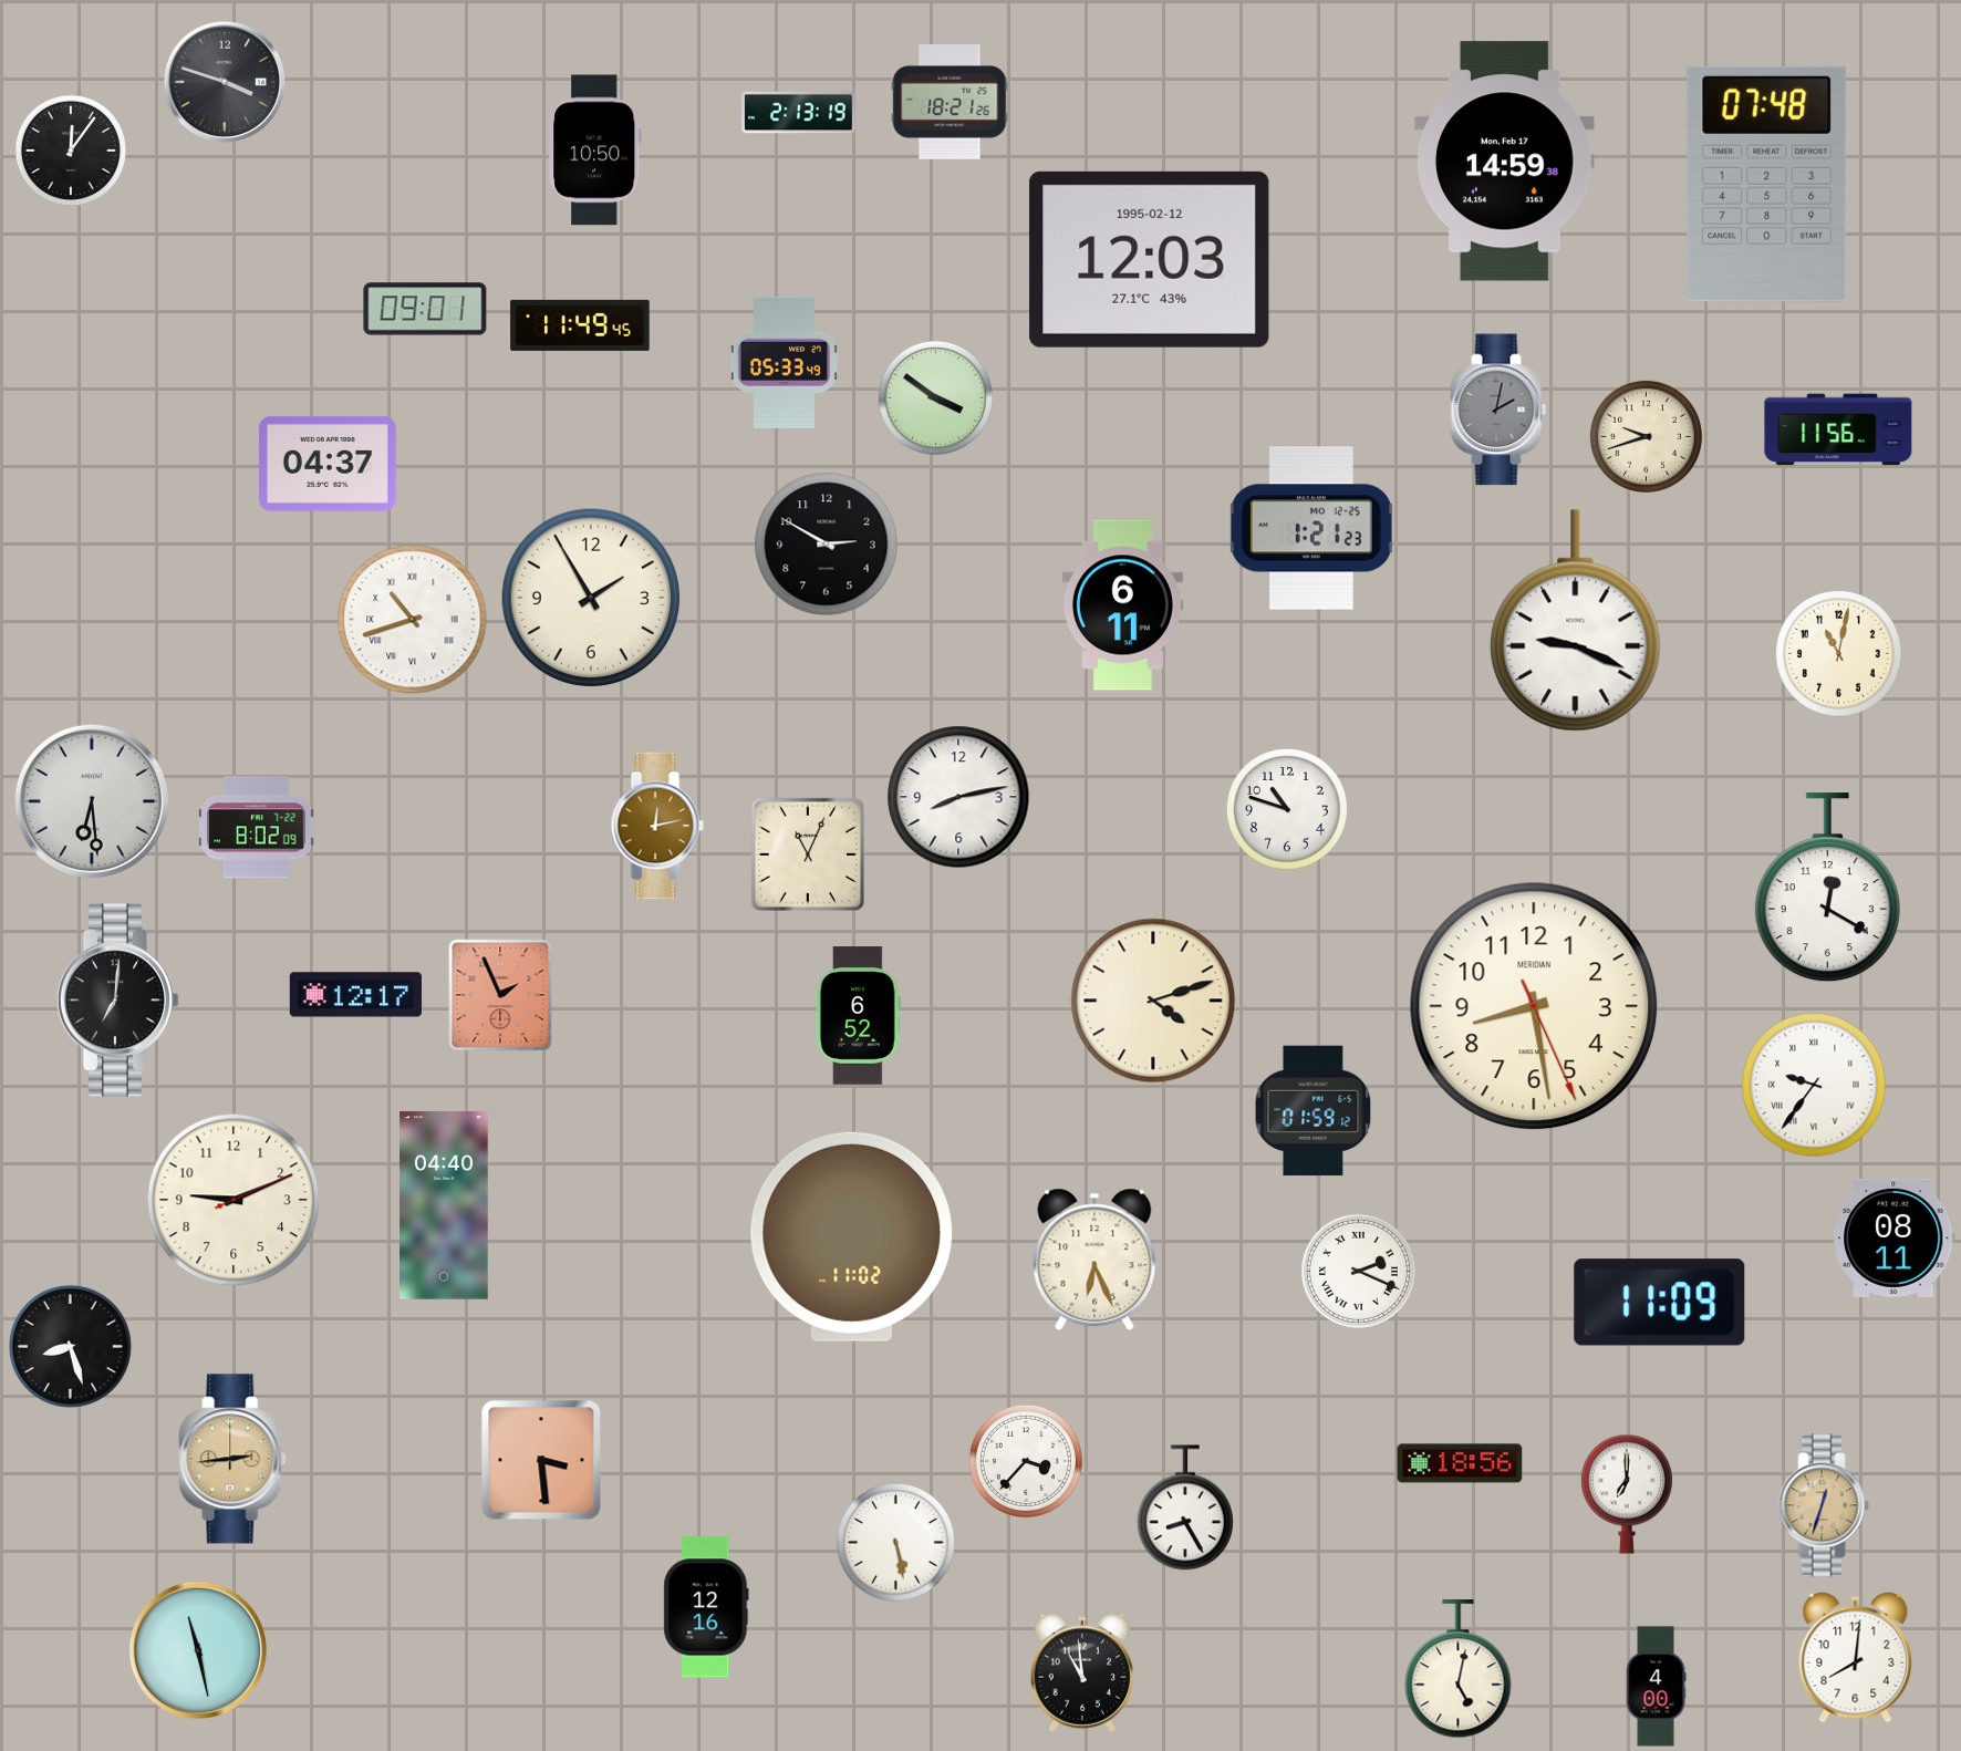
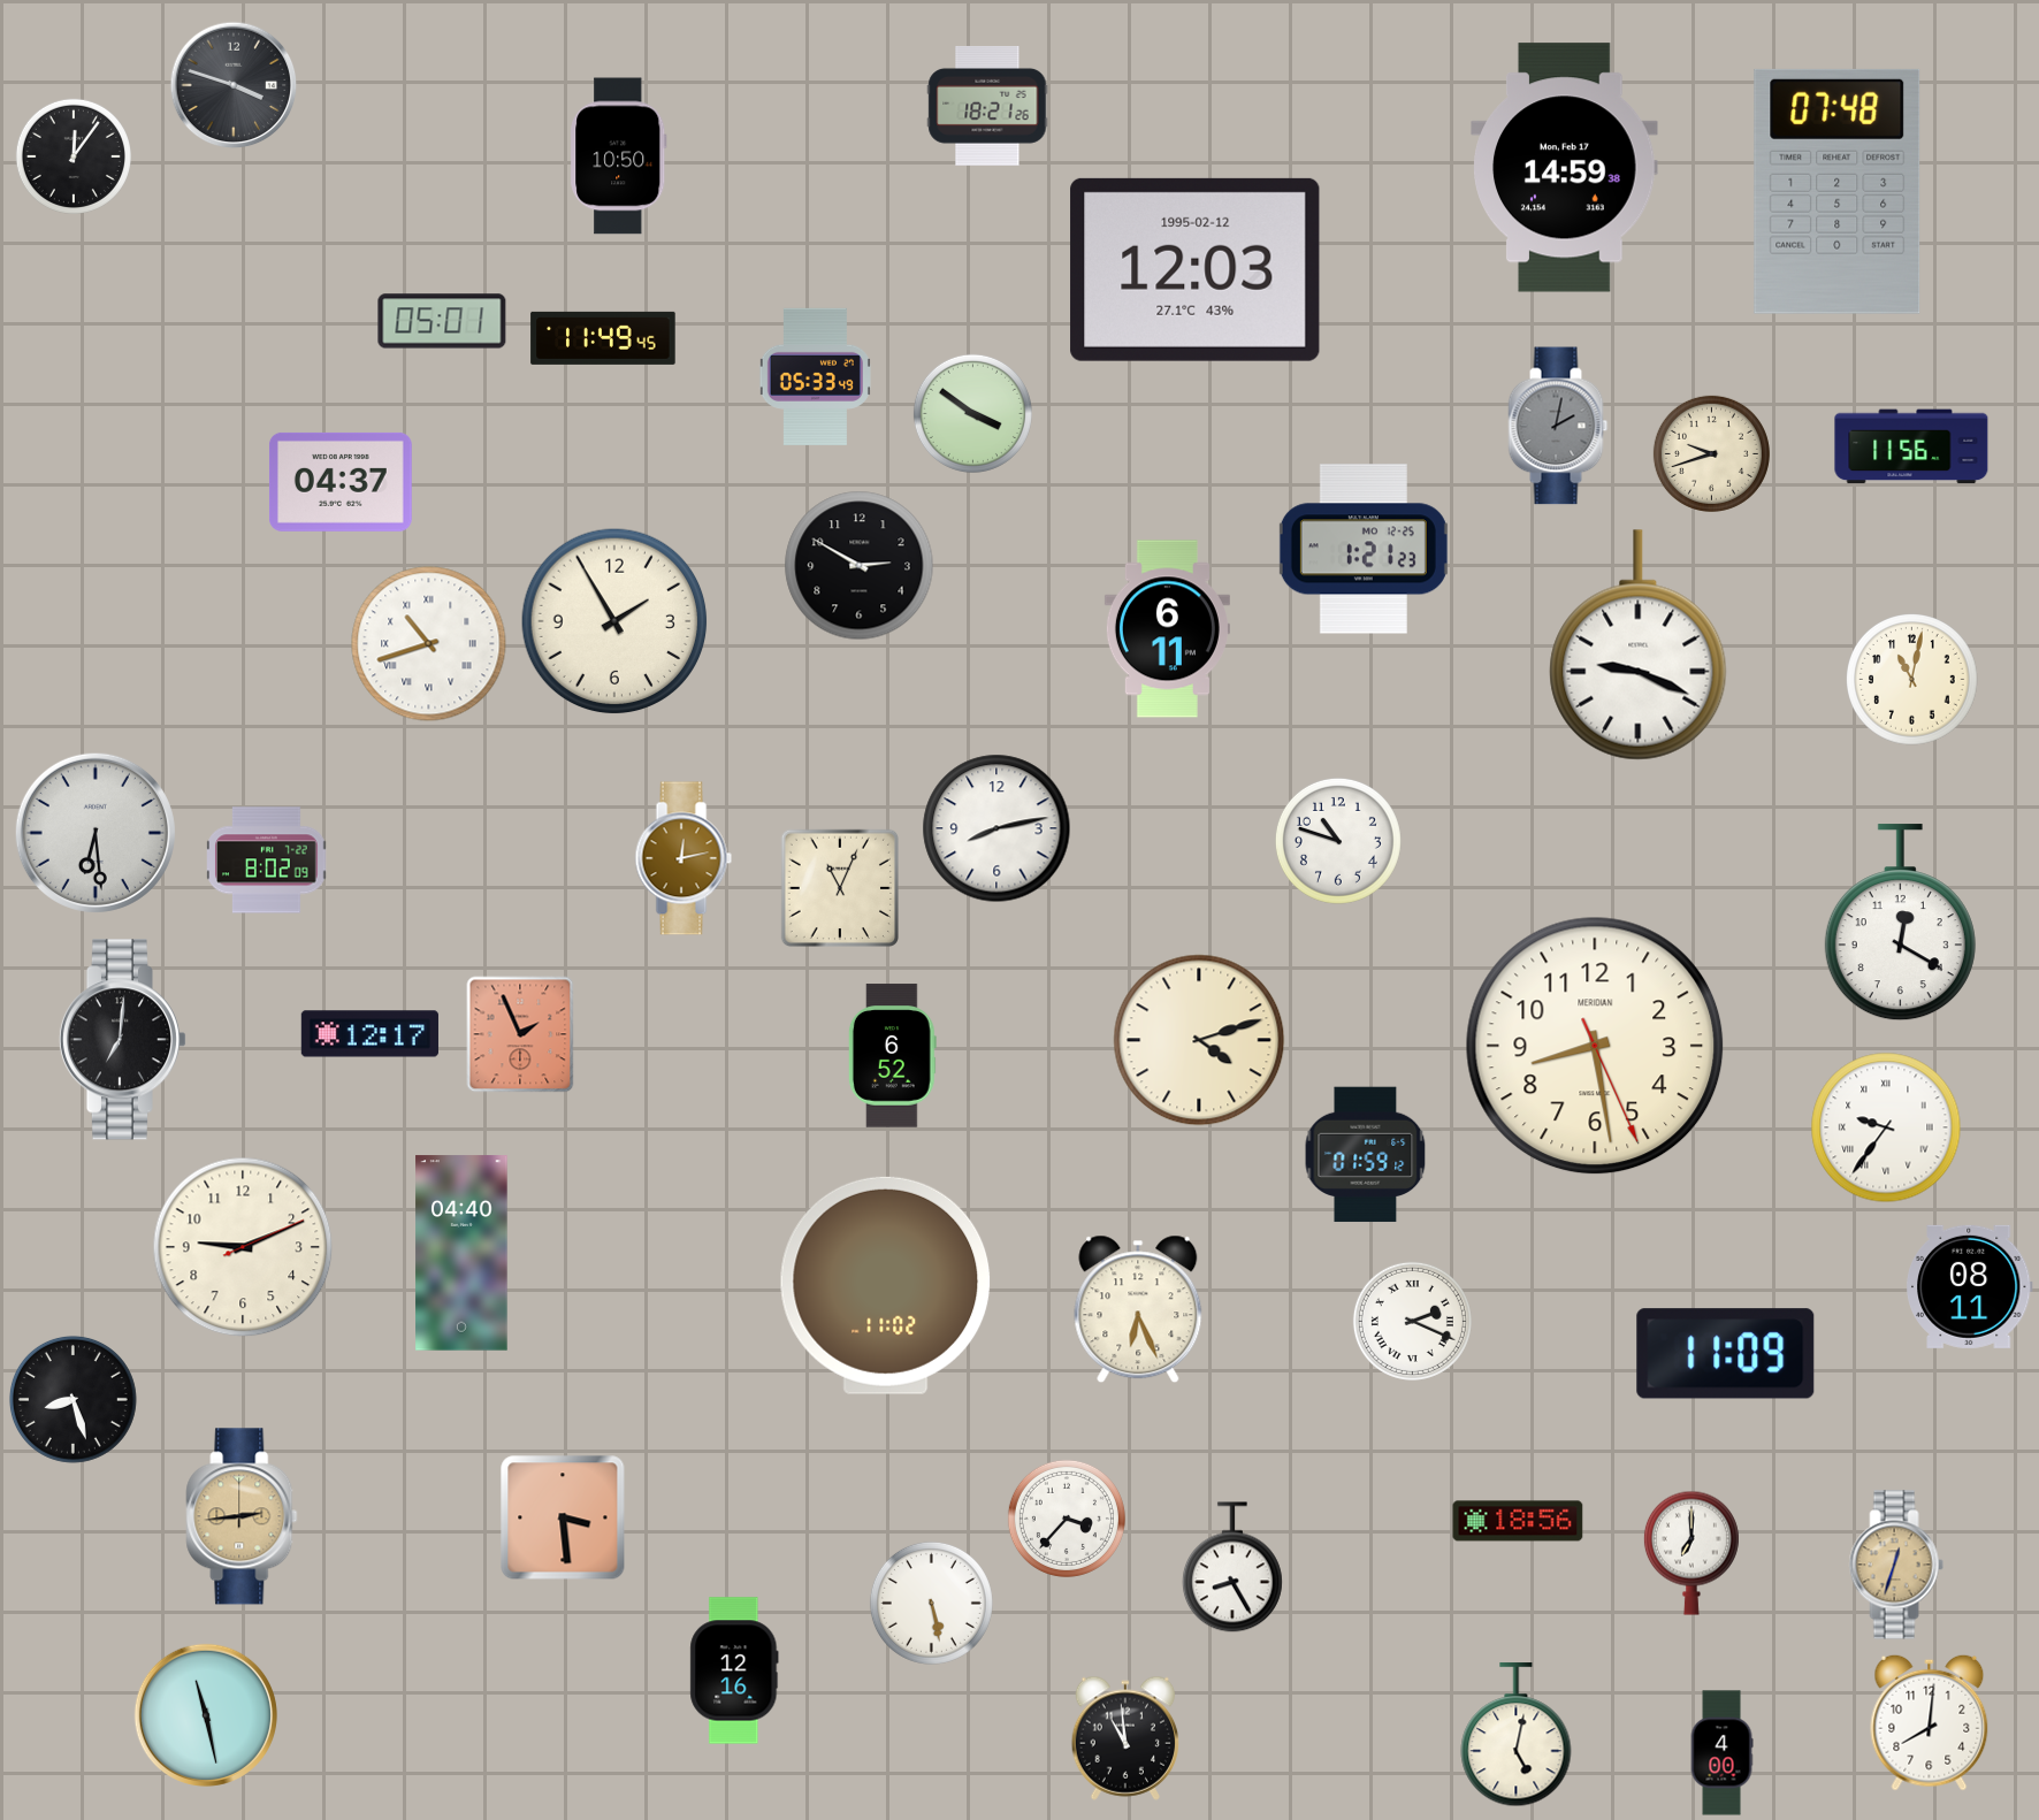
clock at (799, 113): 2:13 -> none
clock at (425, 309): 09:01 -> 05:01
